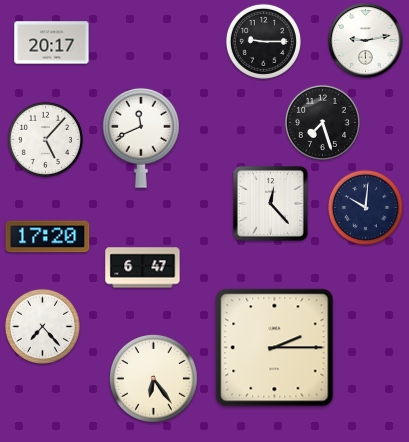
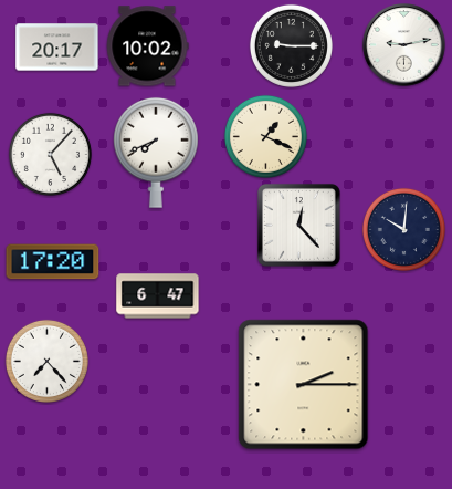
clock at (147, 46): none -> 10:02
clock at (322, 122): 7:27 -> none
clock at (265, 136): none -> 1:19
clock at (142, 138): 11:41 -> 7:41
clock at (153, 378): 6:24 -> none
